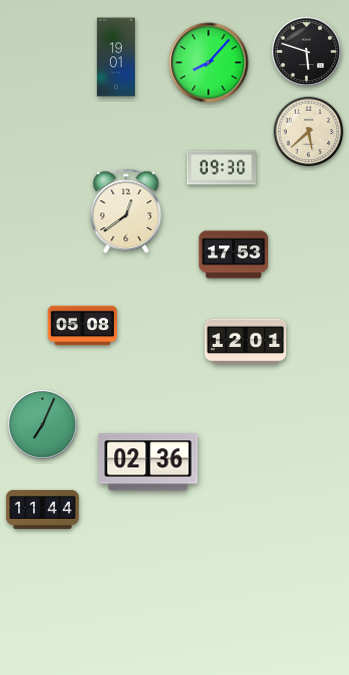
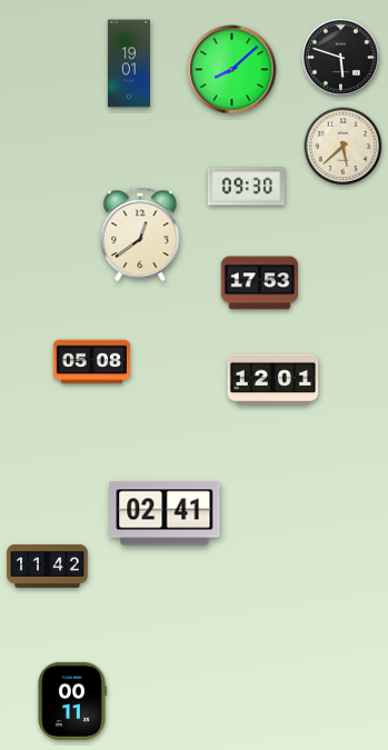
clock at (209, 63): 8:07 -> 8:08
clock at (42, 424): 7:04 -> none
clock at (148, 462): 02:36 -> 02:41
clock at (43, 509): 11:44 -> 11:42
clock at (72, 701): none -> 00:11
